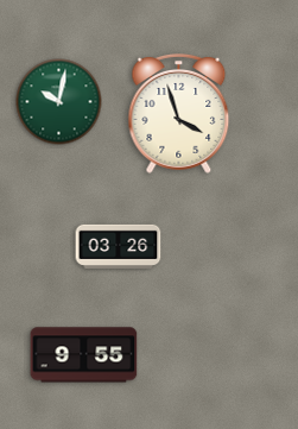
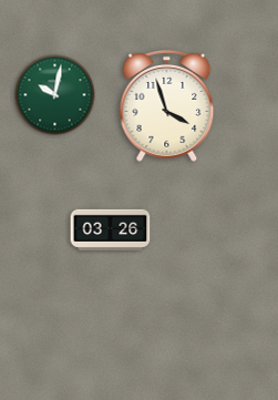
clock at (84, 355): 9:55 -> none
